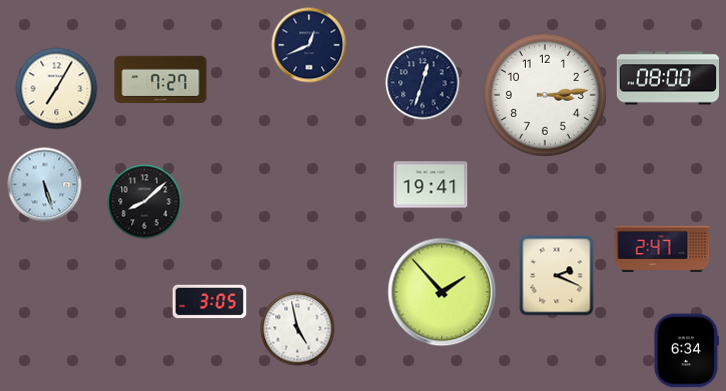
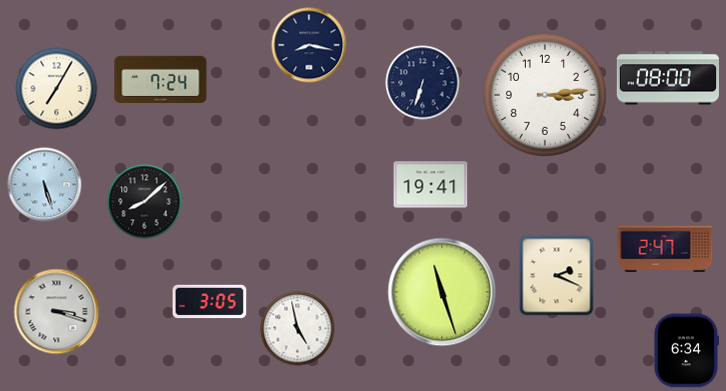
clock at (309, 45): 12:41 -> 8:17
clock at (161, 79): 7:27 -> 7:24
clock at (423, 83): 12:33 -> 6:33
clock at (662, 249) position: (662, 249) -> (665, 249)
clock at (442, 292): 1:53 -> 11:27
clock at (57, 312): none -> 3:18
